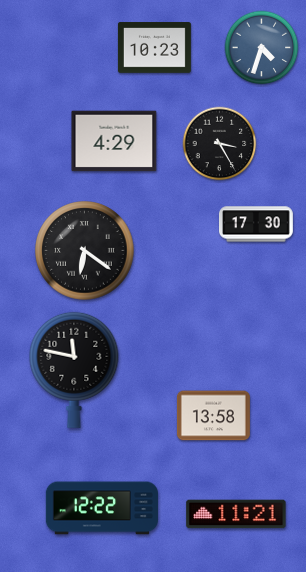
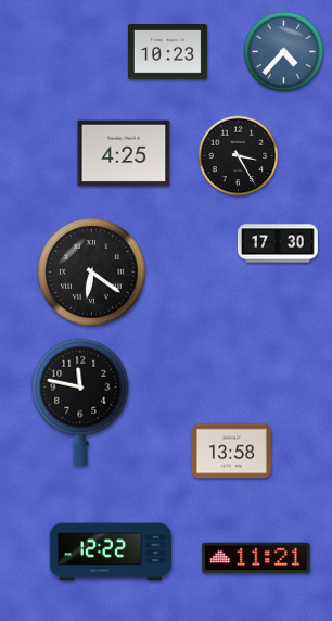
clock at (262, 48): 4:33 -> 4:37
clock at (114, 141): 4:29 -> 4:25
